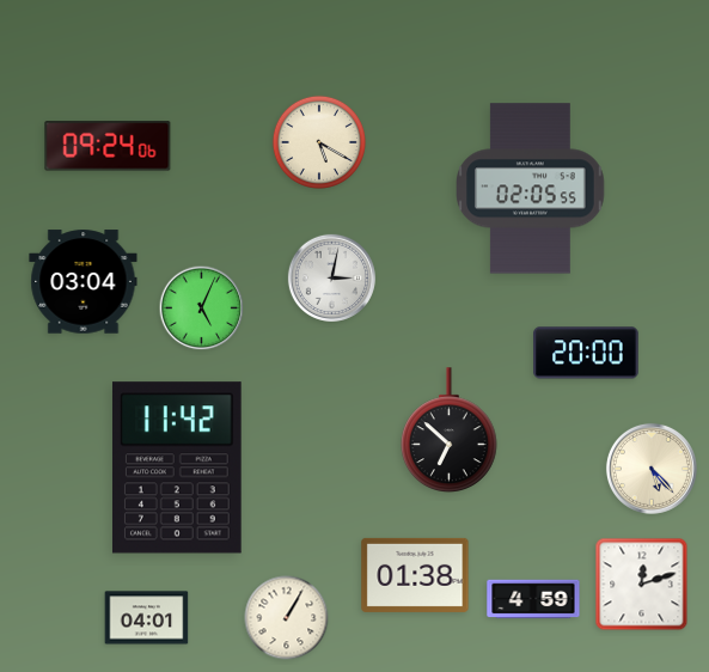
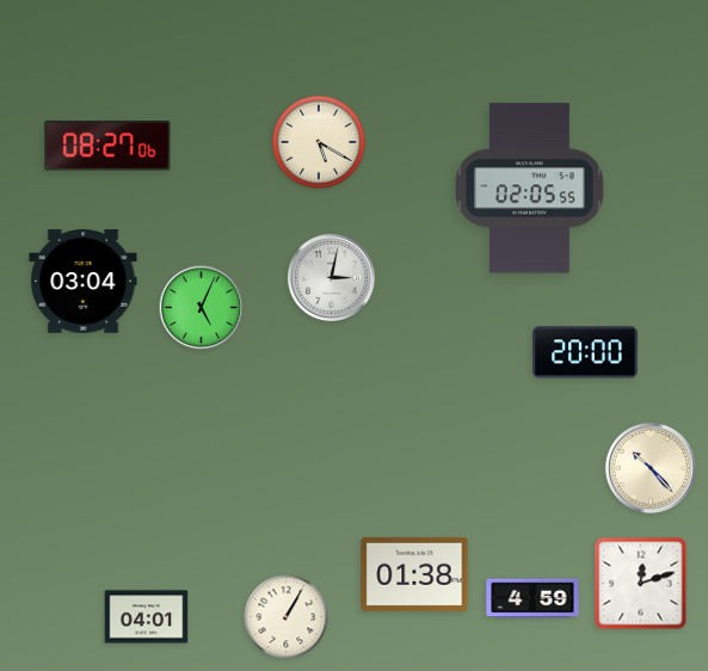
clock at (108, 146): 09:24 -> 08:27
clock at (450, 429): 6:52 -> none
clock at (177, 468): 11:42 -> none
clock at (652, 469): 5:23 -> 10:23
